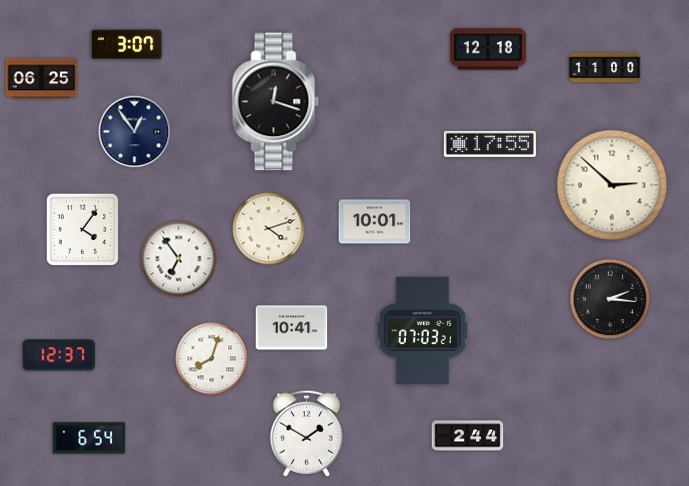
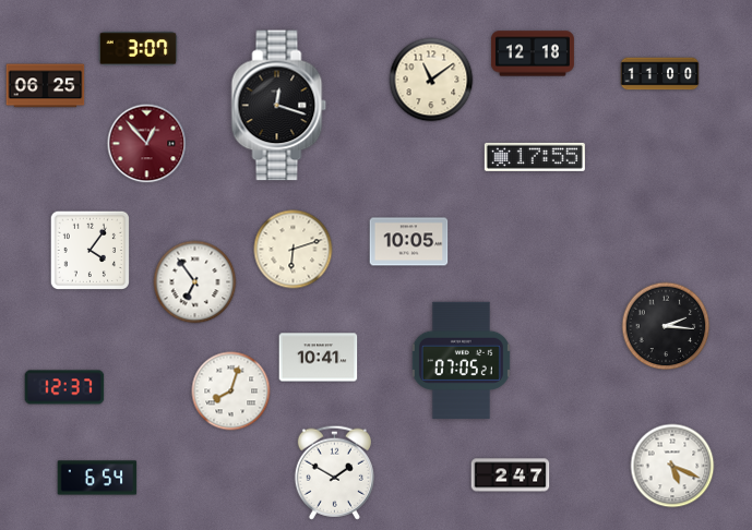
clock at (431, 80): none -> 11:09
clock at (276, 102) position: (276, 102) -> (279, 106)
clock at (135, 132): 12:54 -> 12:53
clock at (135, 132) dial: navy -> burgundy
clock at (612, 185): 2:52 -> none
clock at (375, 222): 10:01 -> 10:05
clock at (269, 229): 4:12 -> 6:12
clock at (422, 330): 07:03 -> 07:05
clock at (672, 466): none -> 5:19
clock at (468, 436): 2:44 -> 2:47
